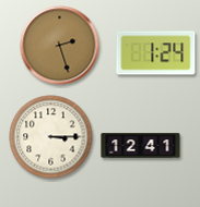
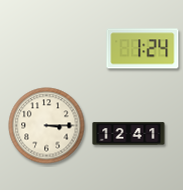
clock at (60, 46): 2:27 -> none
